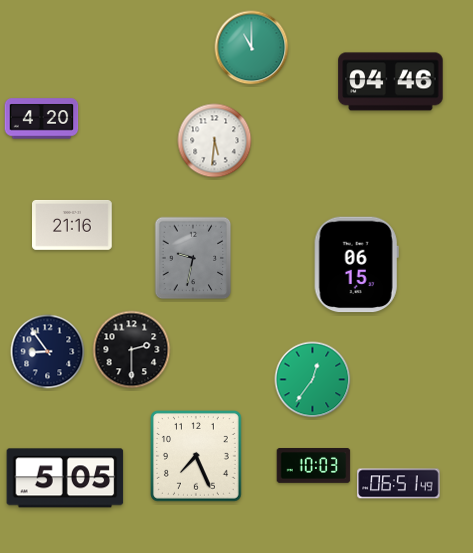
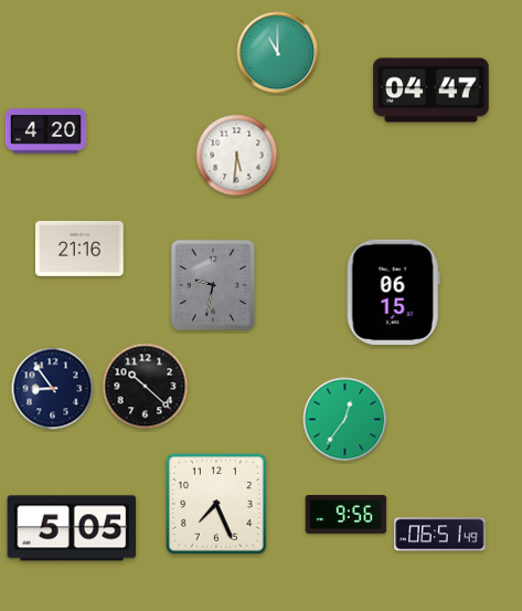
clock at (391, 82): 04:46 -> 04:47
clock at (132, 350): 2:30 -> 10:22
clock at (314, 466): 10:03 -> 9:56
